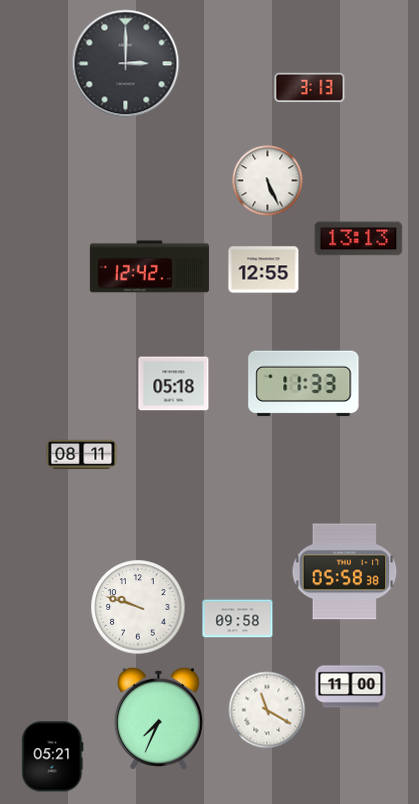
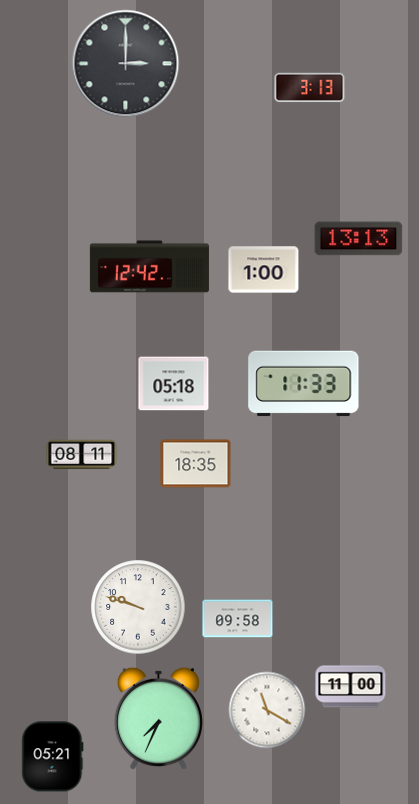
clock at (268, 181): 5:26 -> none
clock at (264, 270): 12:55 -> 1:00
clock at (196, 464): none -> 18:35
clock at (345, 572): 05:58 -> none
